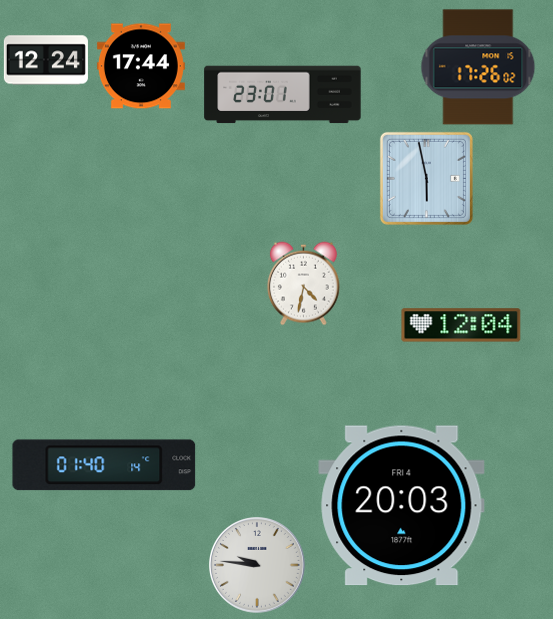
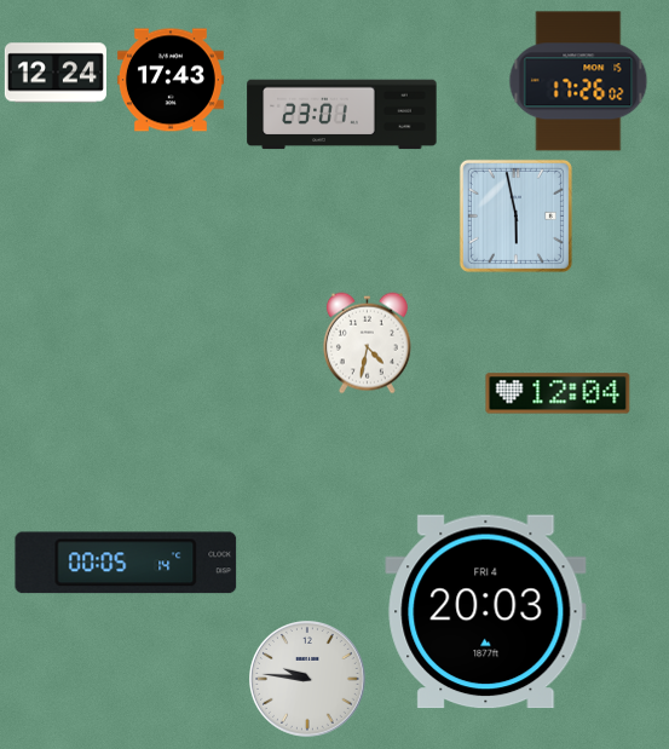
clock at (141, 66): 17:44 -> 17:43
clock at (104, 465): 01:40 -> 00:05
clock at (258, 566) position: (258, 566) -> (308, 680)
